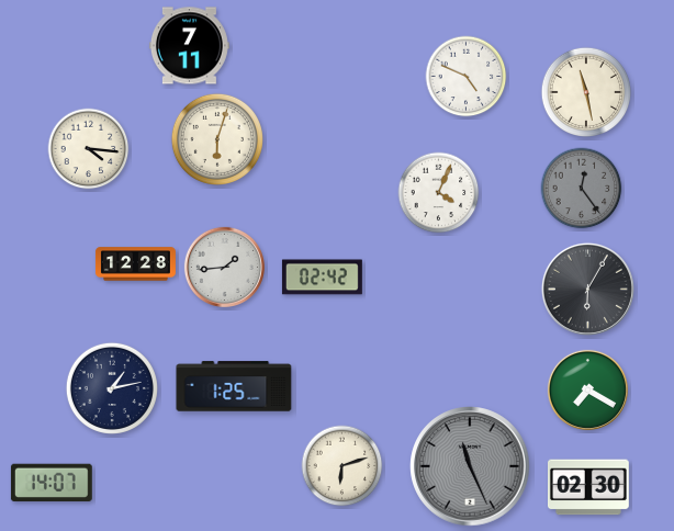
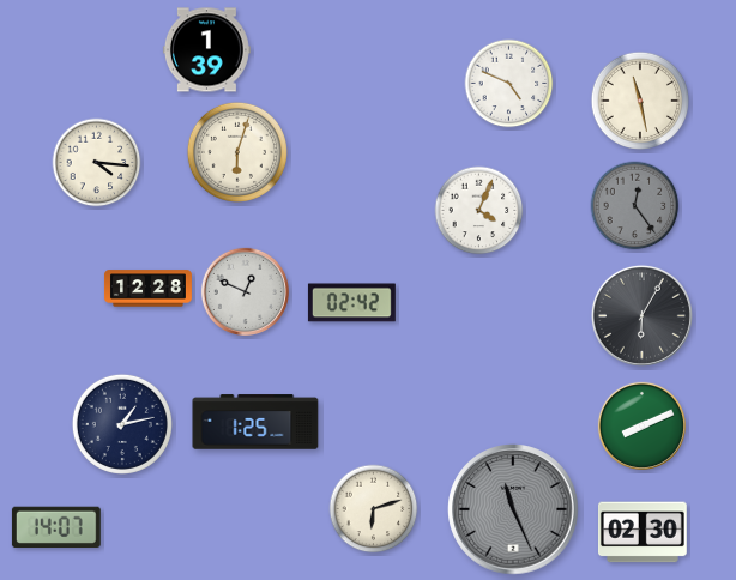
clock at (189, 46): 7:11 -> 1:39
clock at (224, 267): 1:44 -> 12:49
clock at (587, 389): 7:20 -> 8:11
